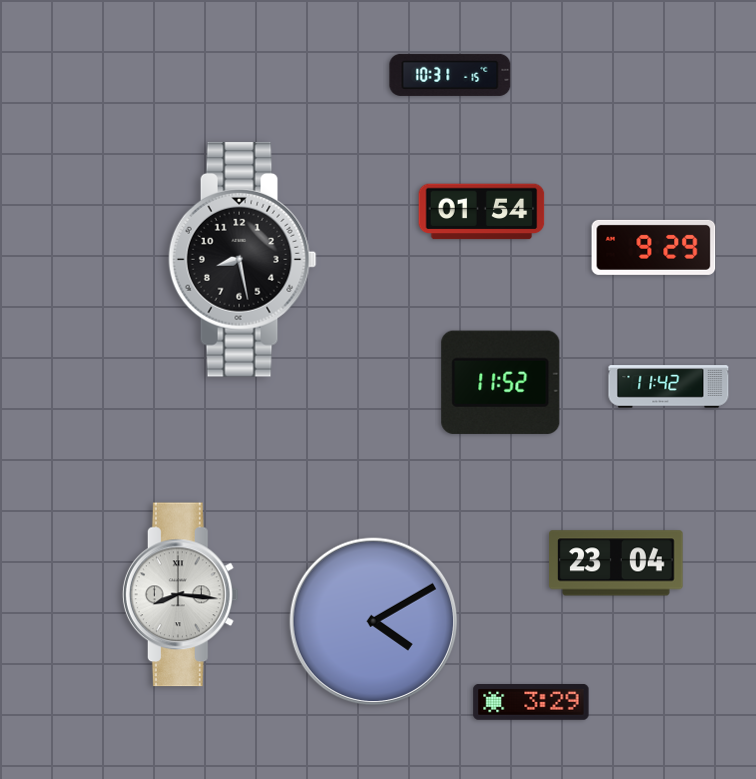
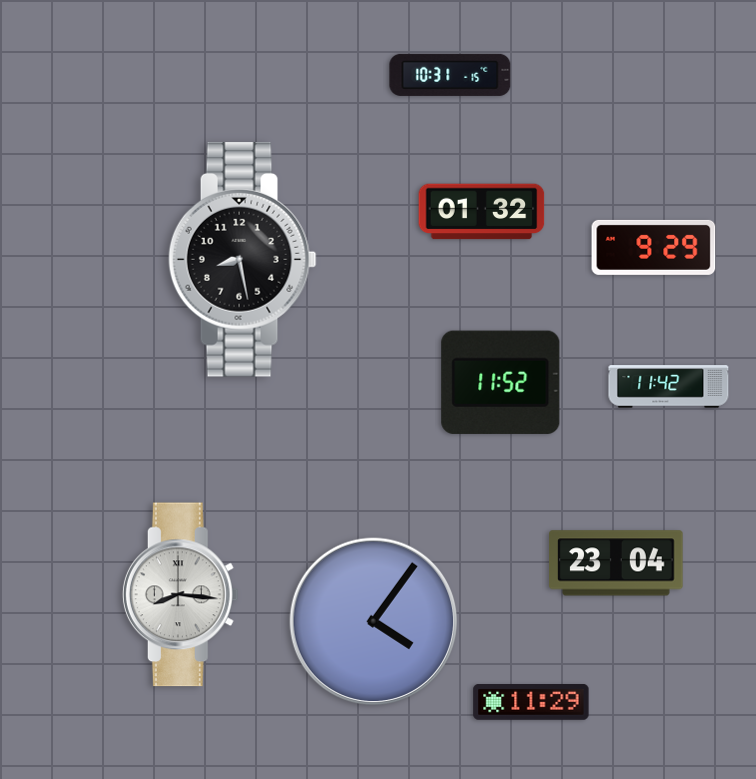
clock at (482, 212): 01:54 -> 01:32
clock at (374, 622): 4:10 -> 4:06
clock at (531, 703): 3:29 -> 11:29
